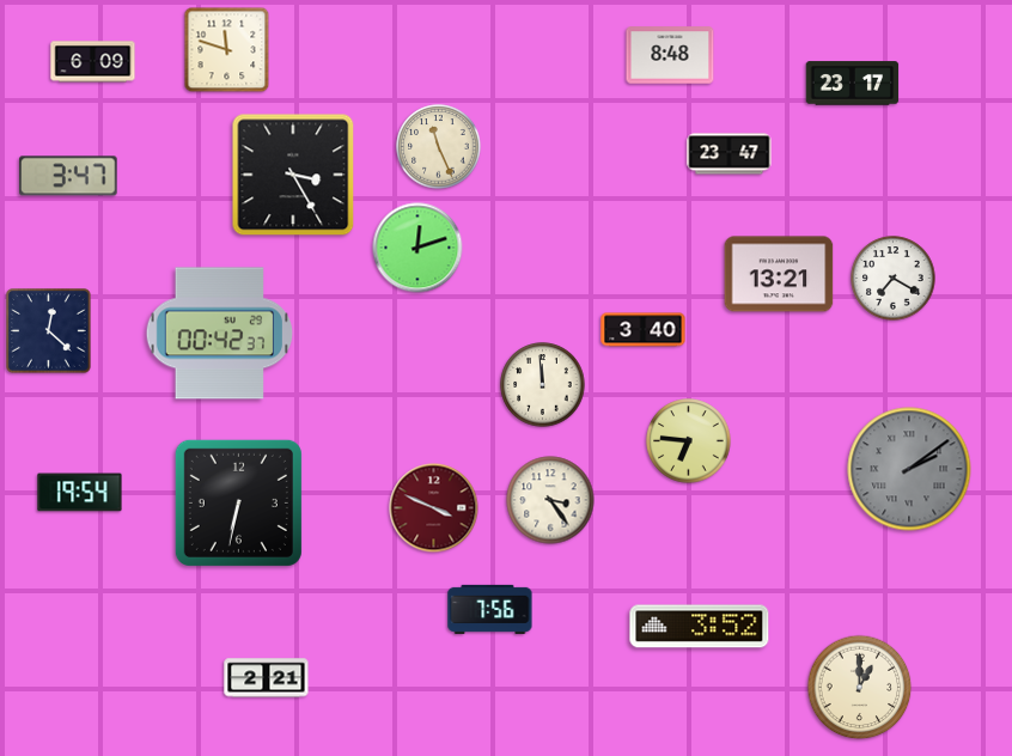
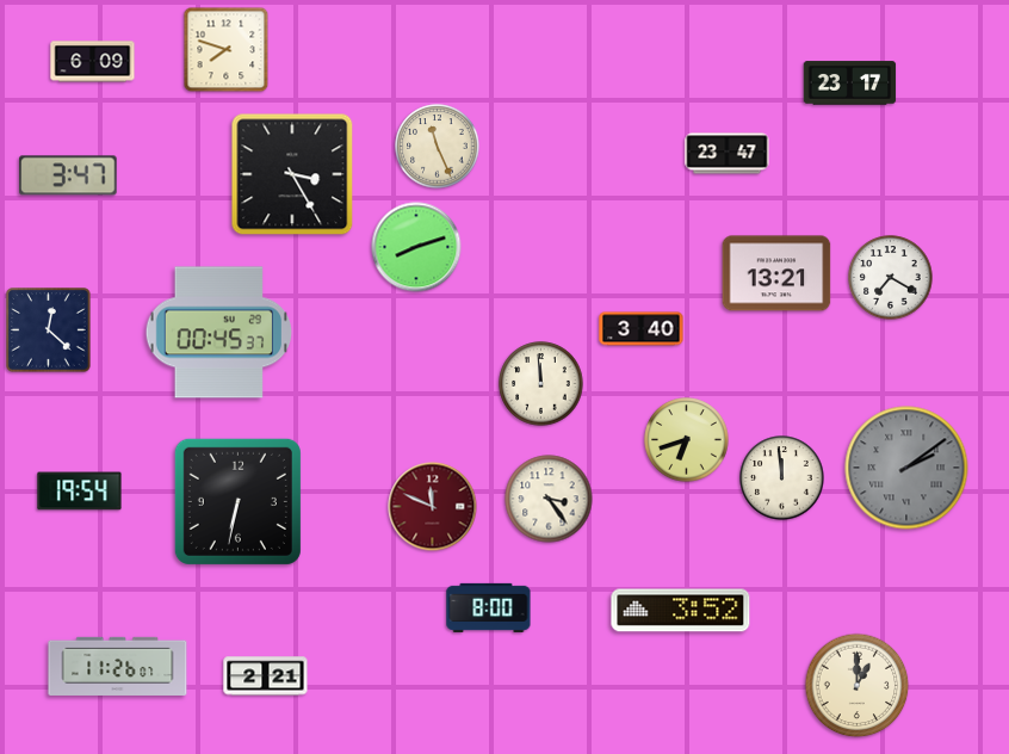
clock at (227, 50): 11:48 -> 7:48
clock at (670, 55): 8:48 -> none
clock at (417, 248): 12:12 -> 8:12
clock at (220, 334): 00:42 -> 00:45
clock at (689, 441): 6:46 -> 6:42
clock at (782, 478): none -> 11:59
clock at (434, 508): 3:49 -> 11:49
clock at (490, 609): 7:56 -> 8:00
clock at (700, 627) position: (700, 627) -> (681, 611)
clock at (118, 666): none -> 11:26
